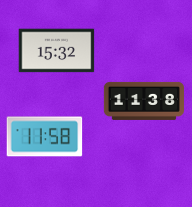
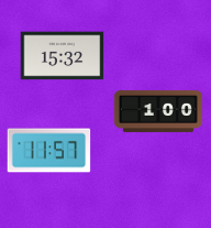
clock at (143, 101): 11:38 -> 1:00
clock at (45, 137): 11:58 -> 11:57
